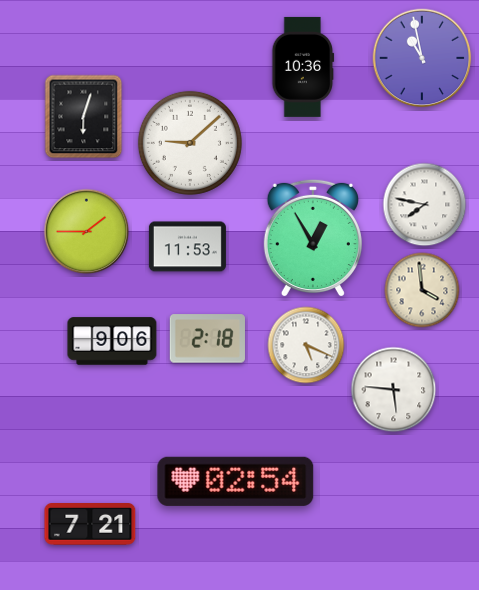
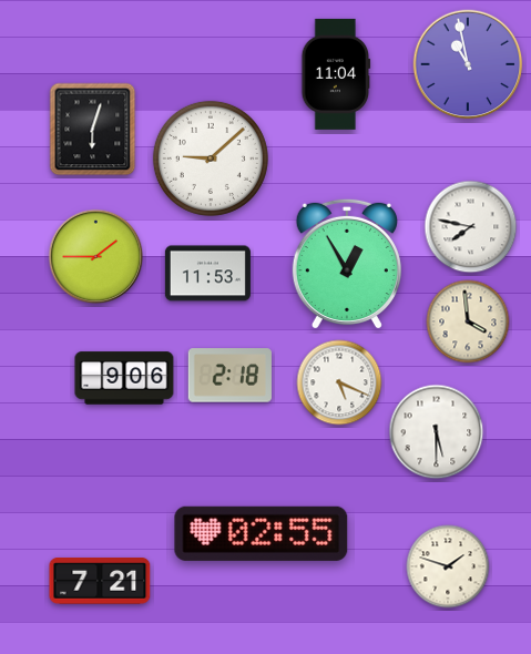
clock at (303, 67): 10:36 -> 11:04
clock at (394, 390): 5:46 -> 5:30
clock at (236, 481): 02:54 -> 02:55
clock at (448, 566): none -> 1:48
